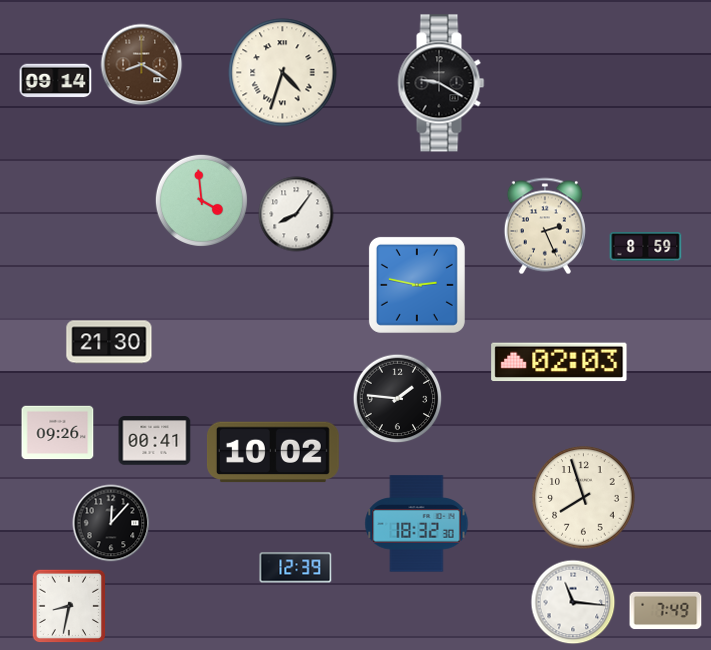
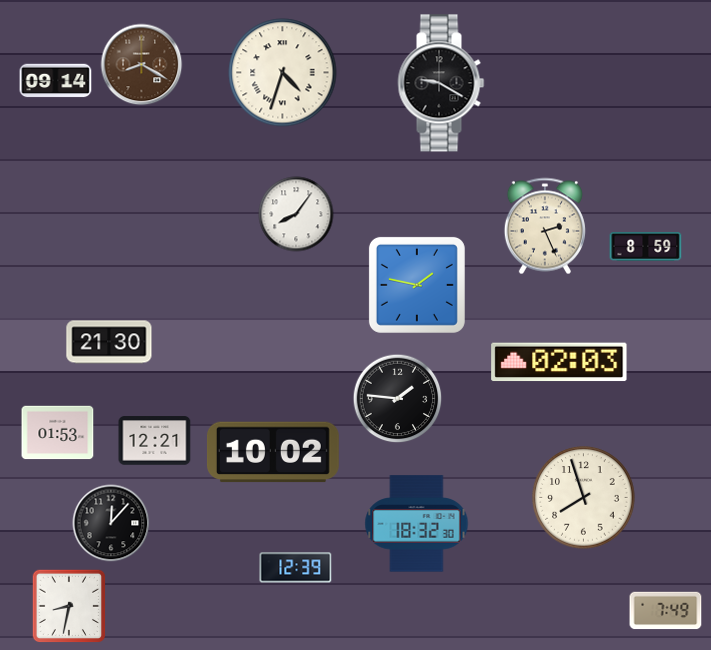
clock at (201, 200): 3:59 -> none
clock at (417, 285): 2:47 -> 1:47
clock at (58, 433): 09:26 -> 01:53
clock at (155, 441): 00:41 -> 12:21
clock at (573, 602): 11:16 -> none
